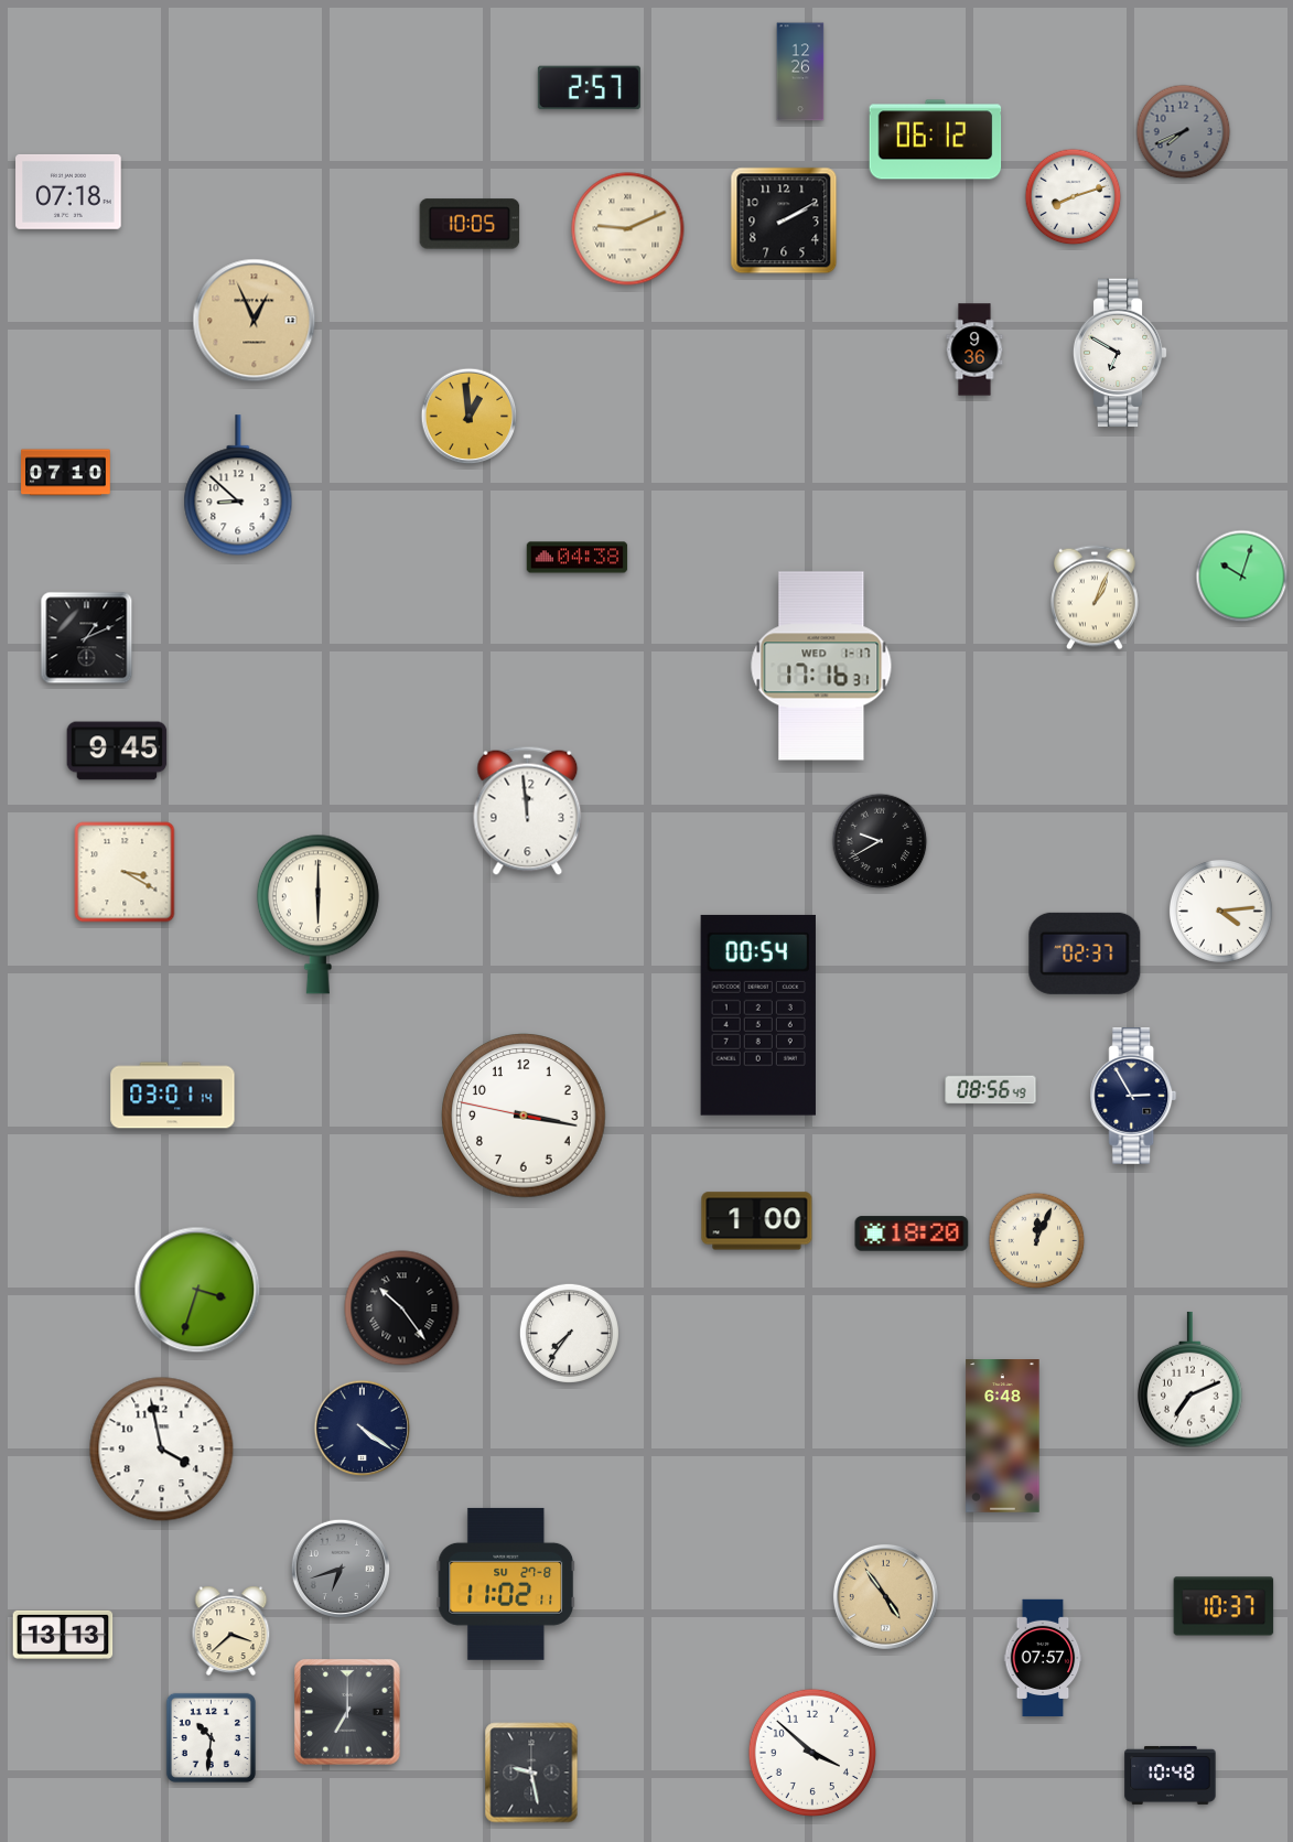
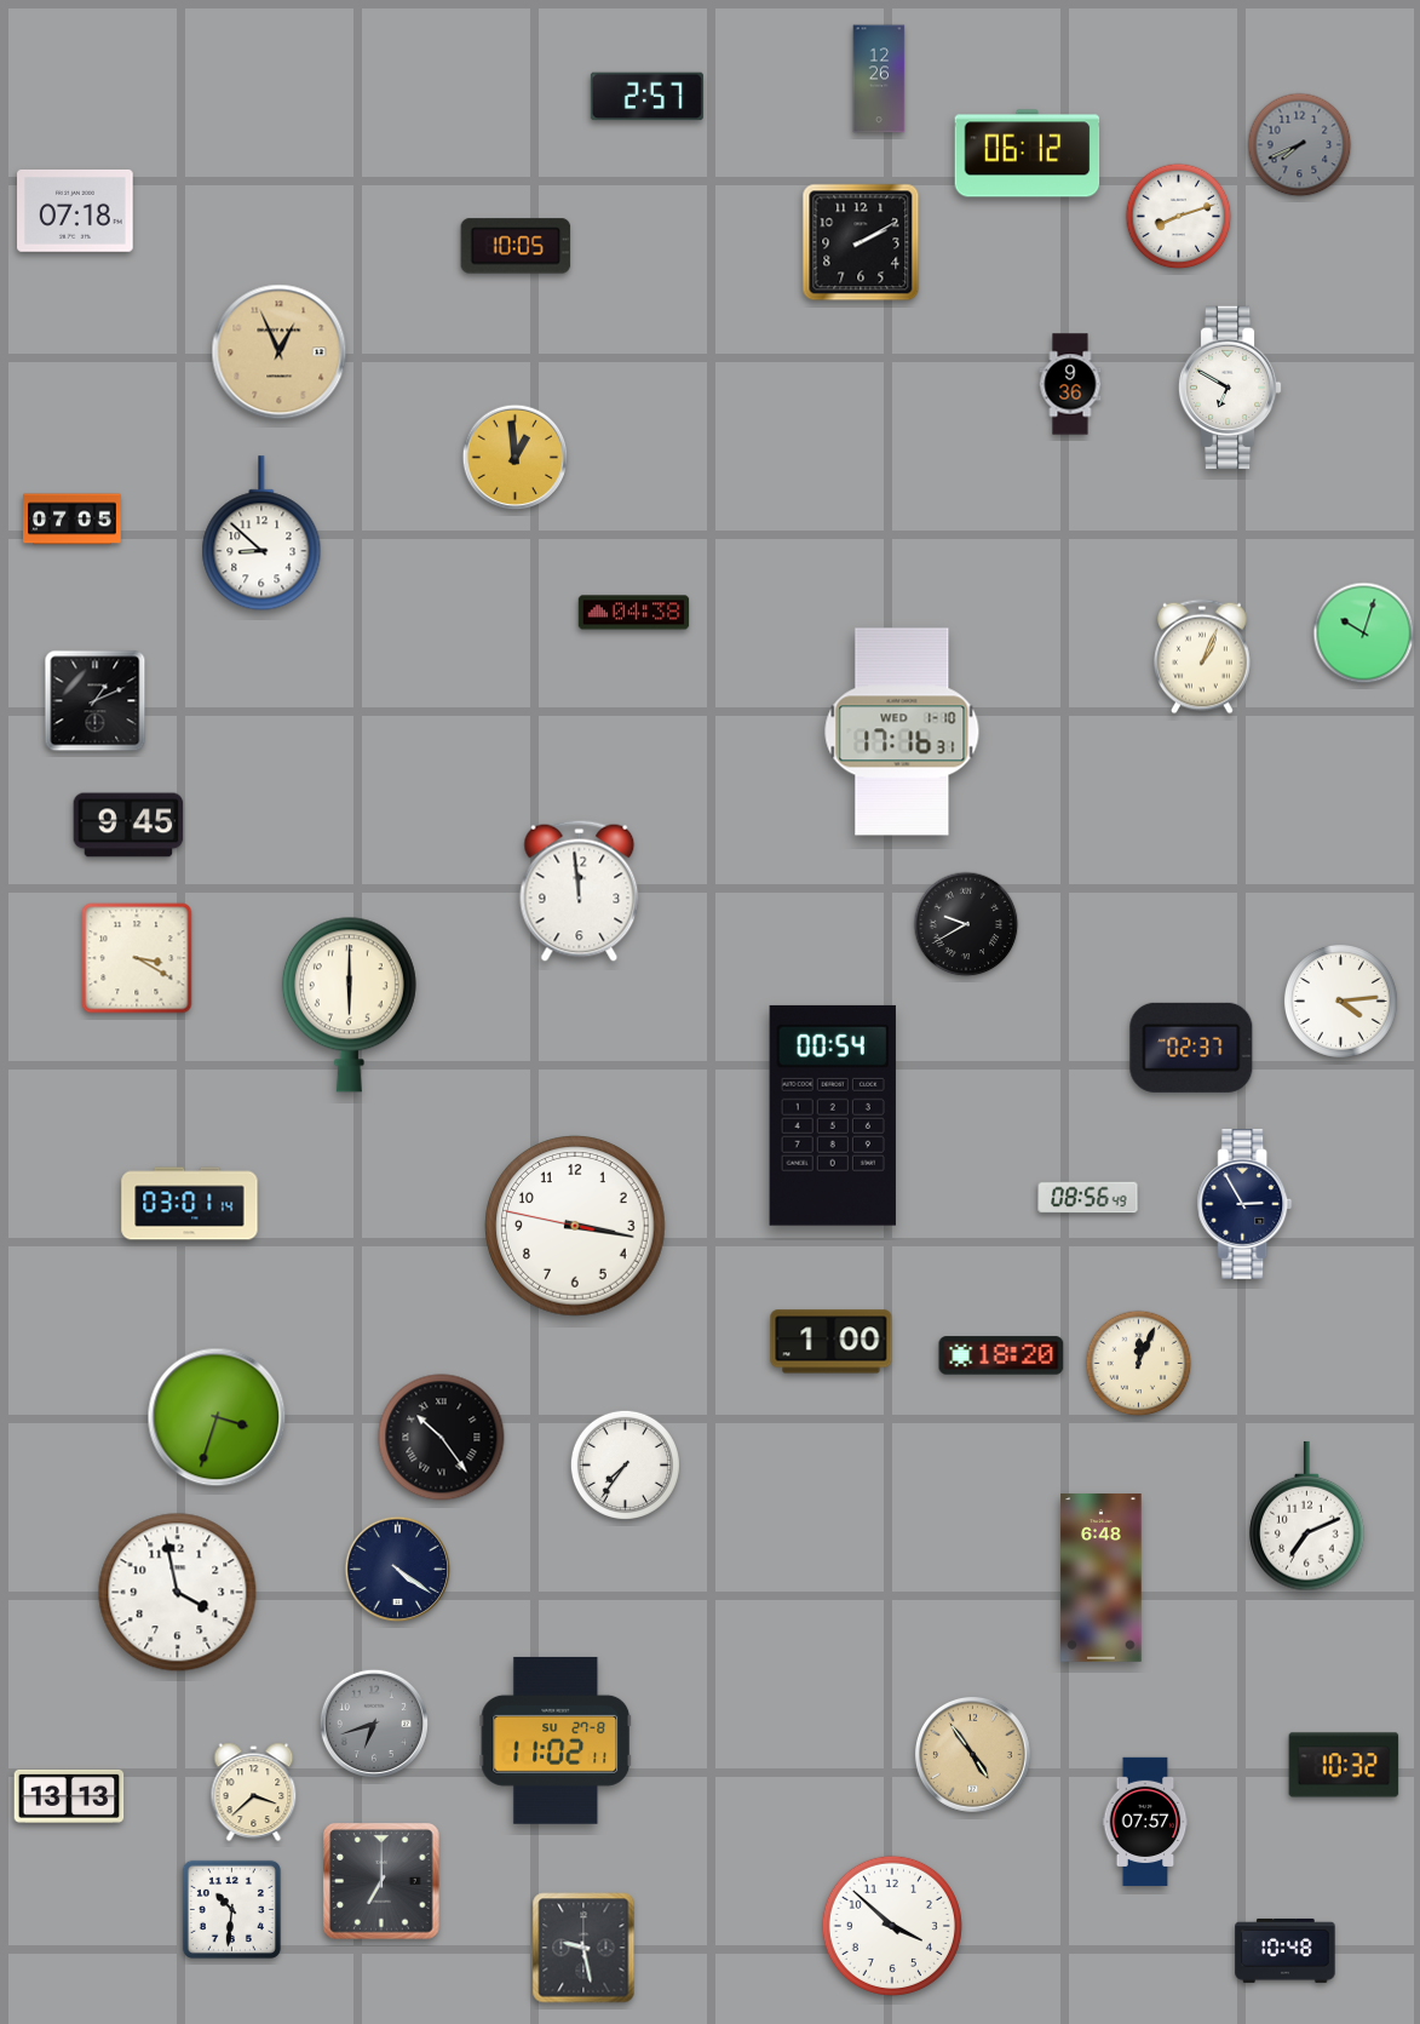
clock at (628, 229): 9:11 -> none
clock at (66, 473): 07:10 -> 07:05
clock at (821, 666) date: WED 1-17 -> WED 1-10
clock at (1224, 1606): 10:37 -> 10:32
